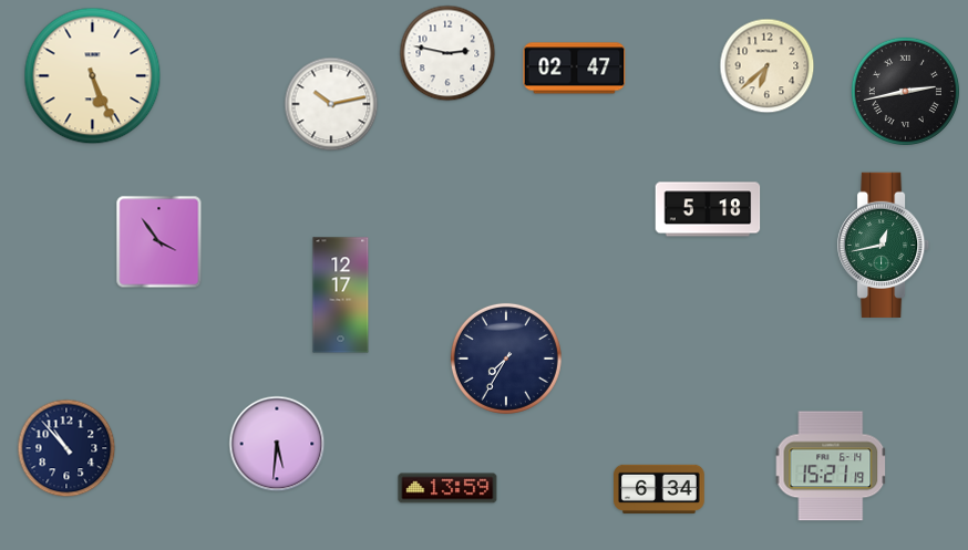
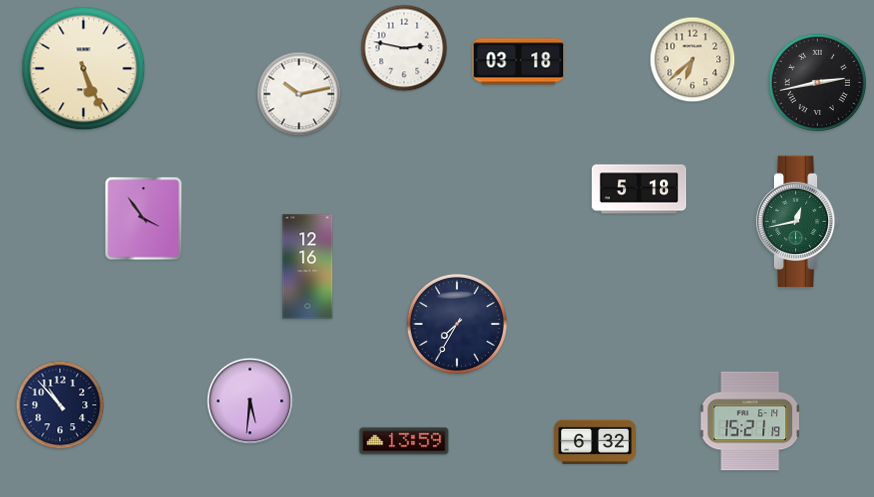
clock at (575, 69): 02:47 -> 03:18
clock at (341, 295): 12:17 -> 12:16
clock at (659, 489): 6:34 -> 6:32
